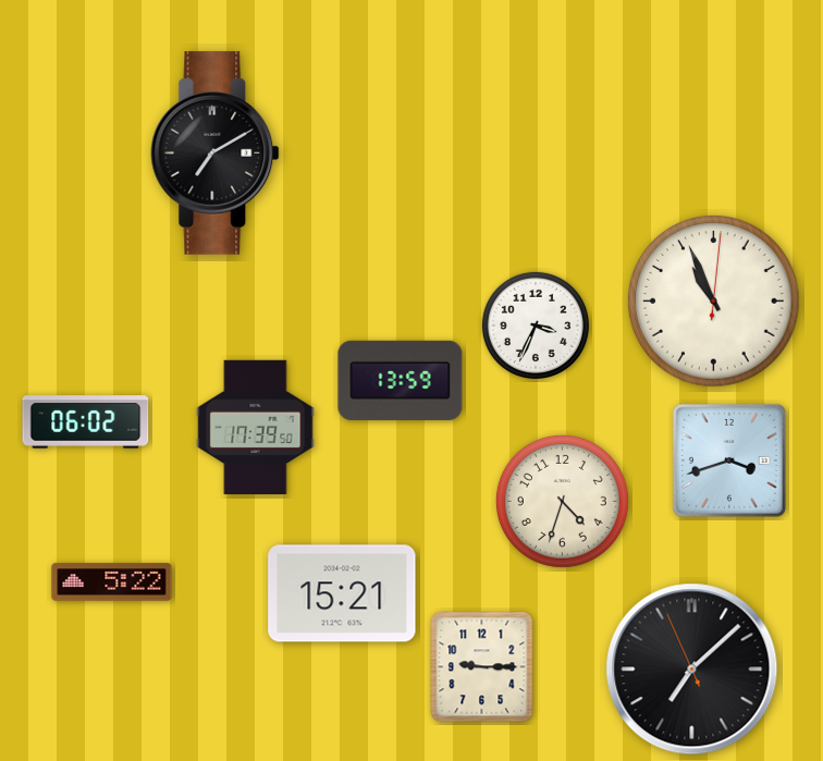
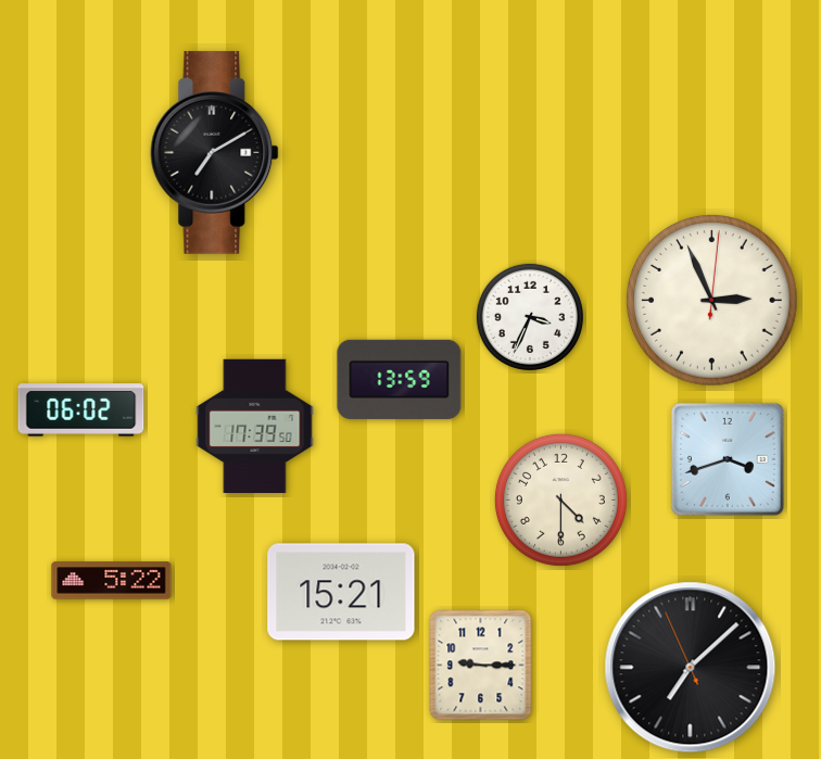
clock at (714, 302): 10:56 -> 2:56
clock at (536, 326) position: (536, 326) -> (530, 317)
clock at (86, 422) position: (86, 422) -> (81, 410)
clock at (562, 501): 4:33 -> 4:30
